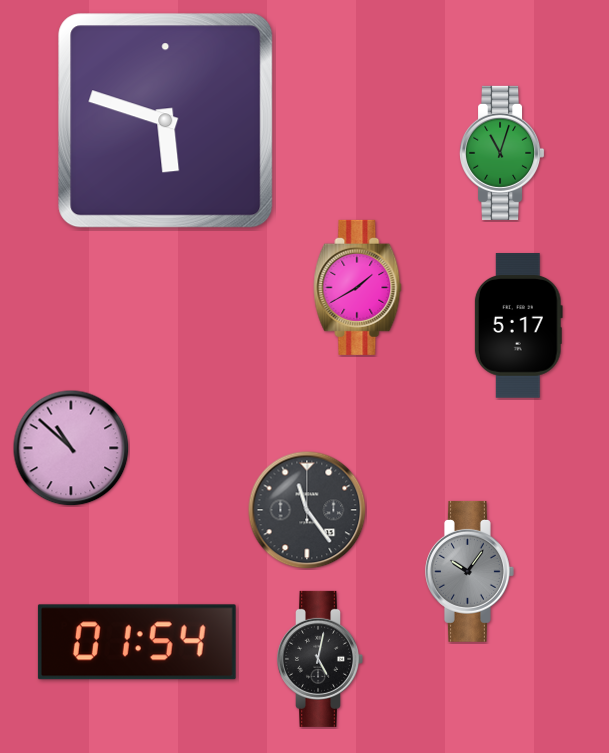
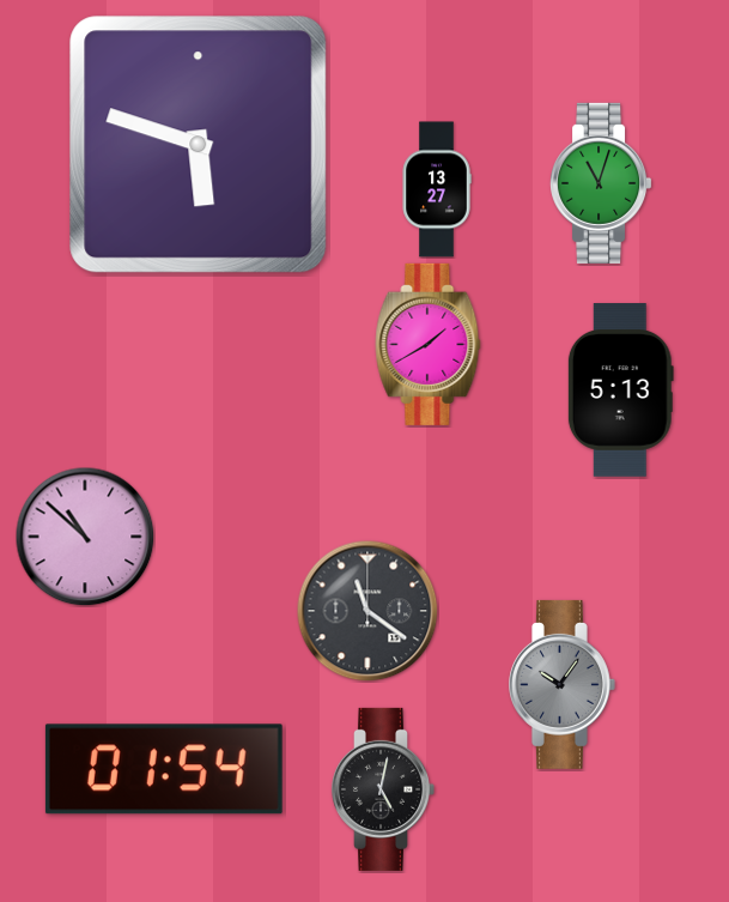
clock at (437, 189): none -> 13:27
clock at (518, 326): 5:17 -> 5:13
clock at (307, 510): 11:24 -> 11:21
